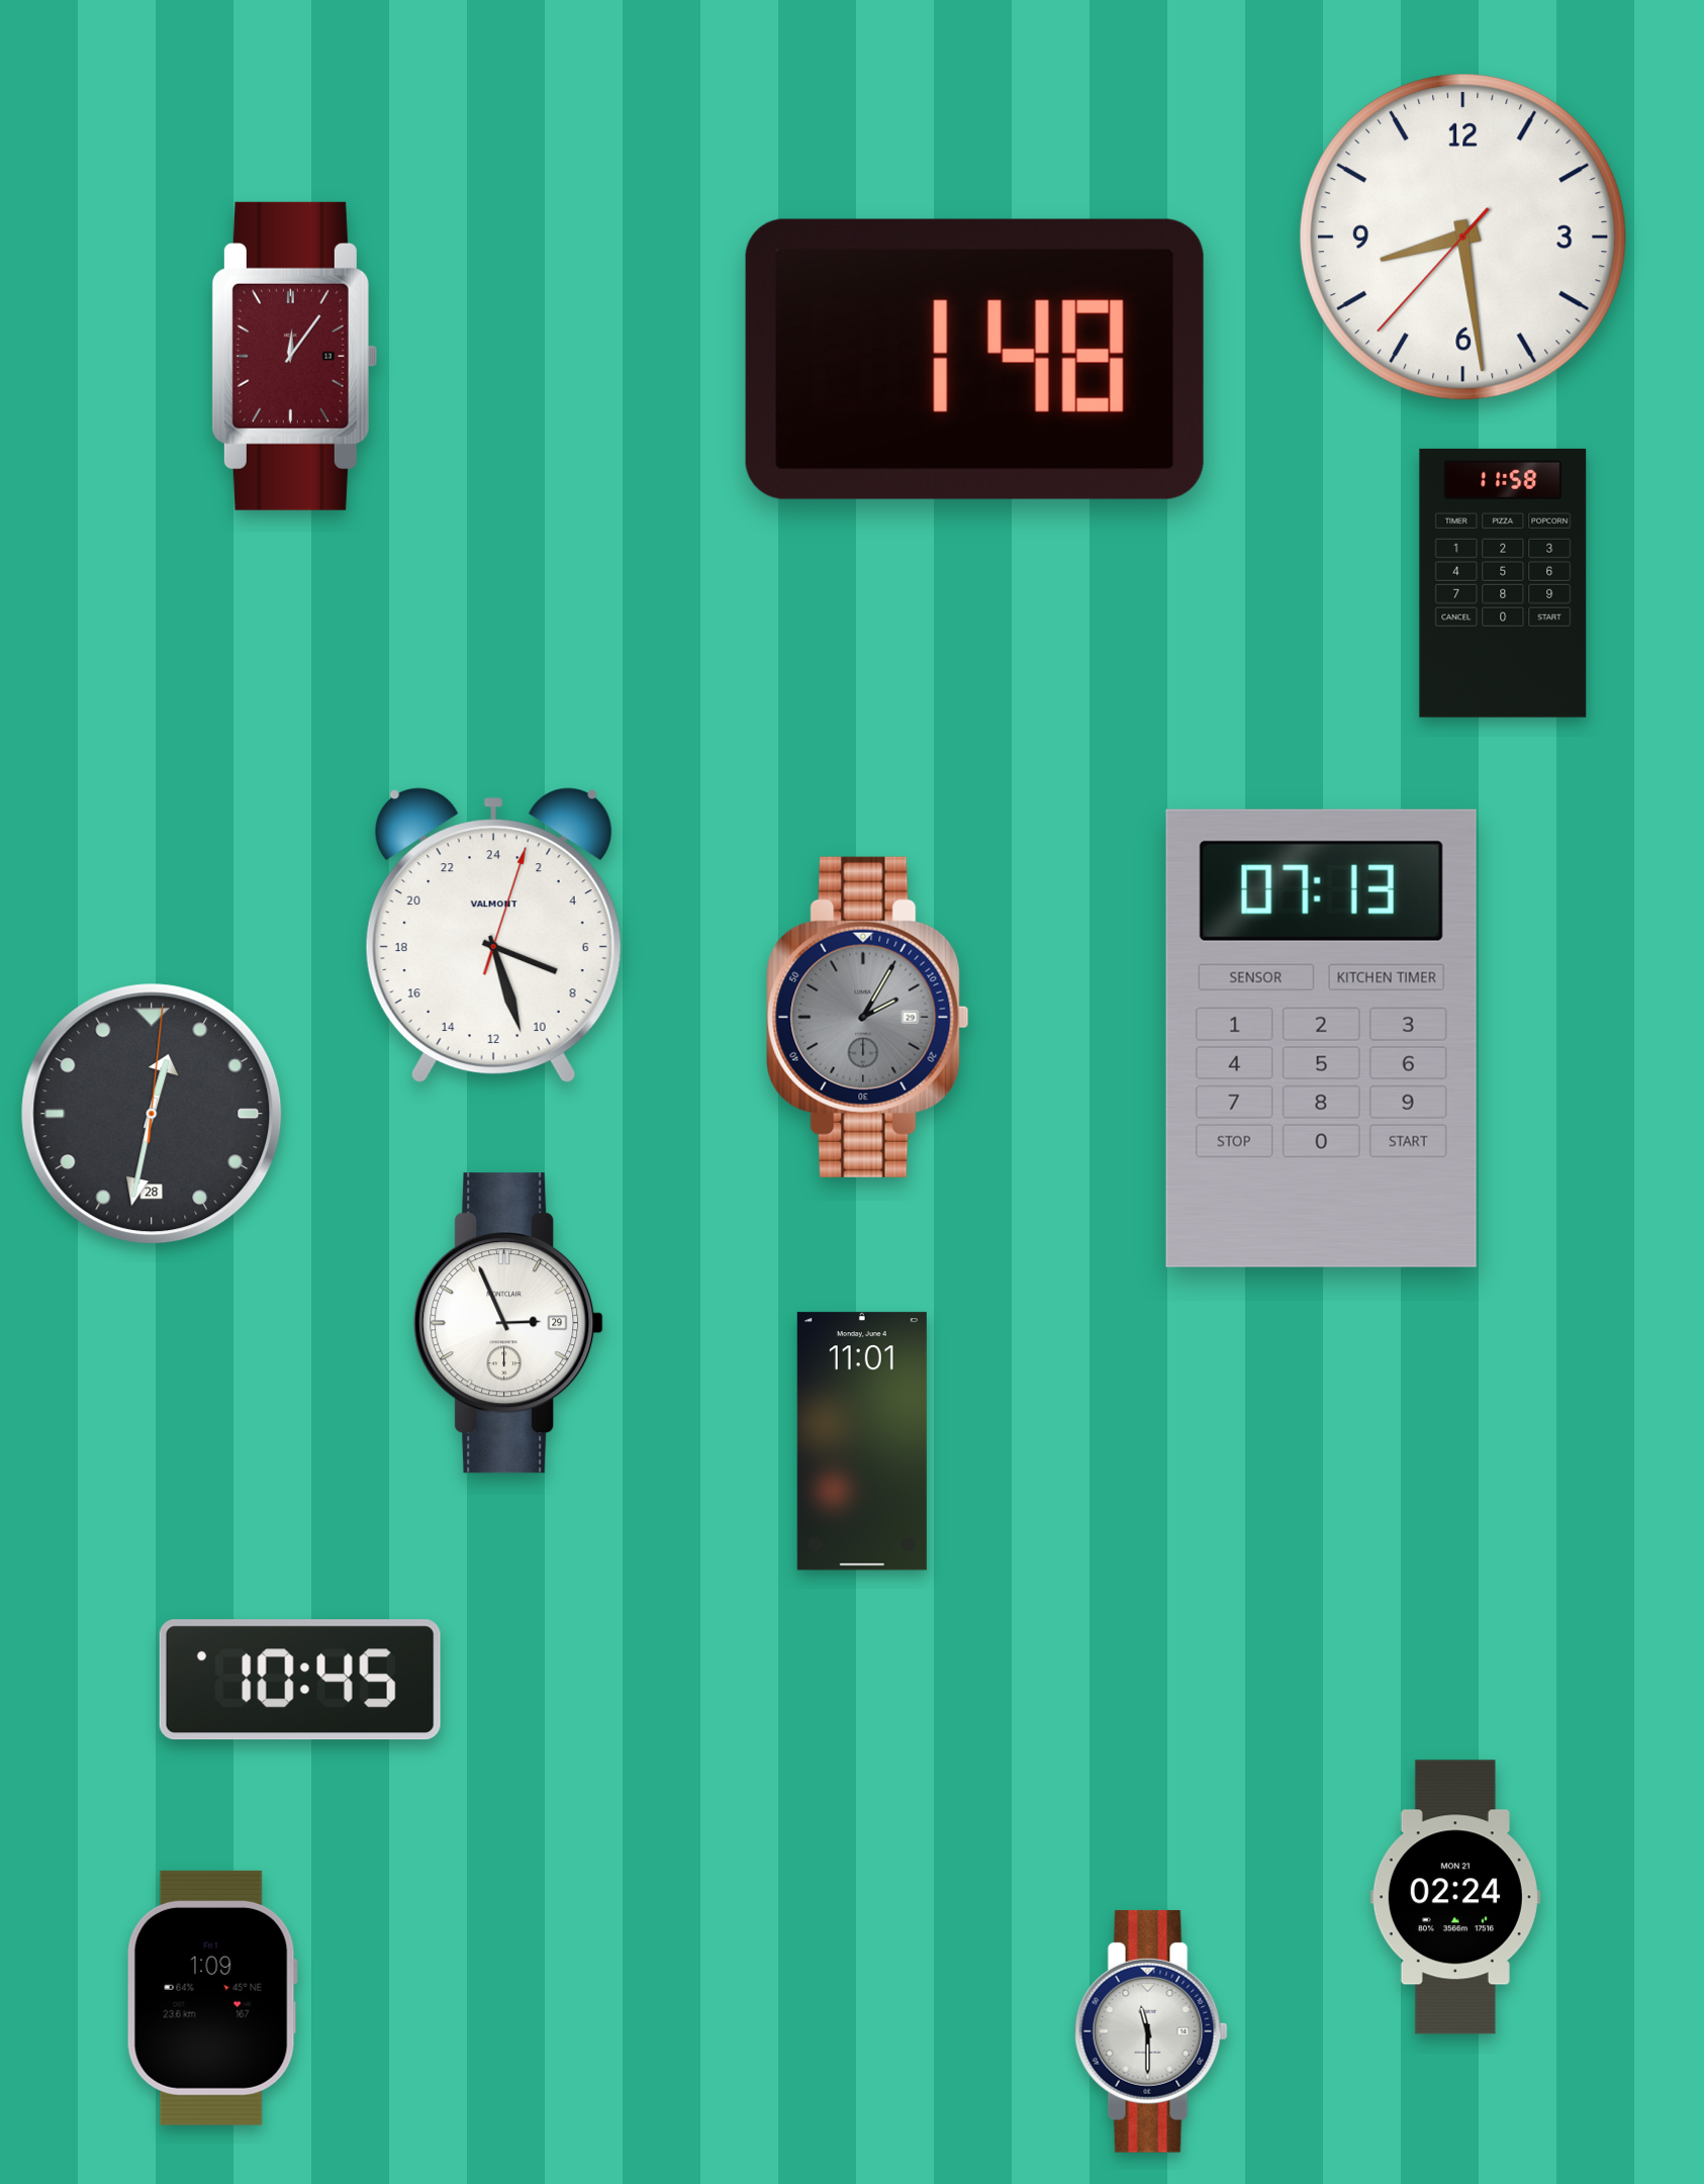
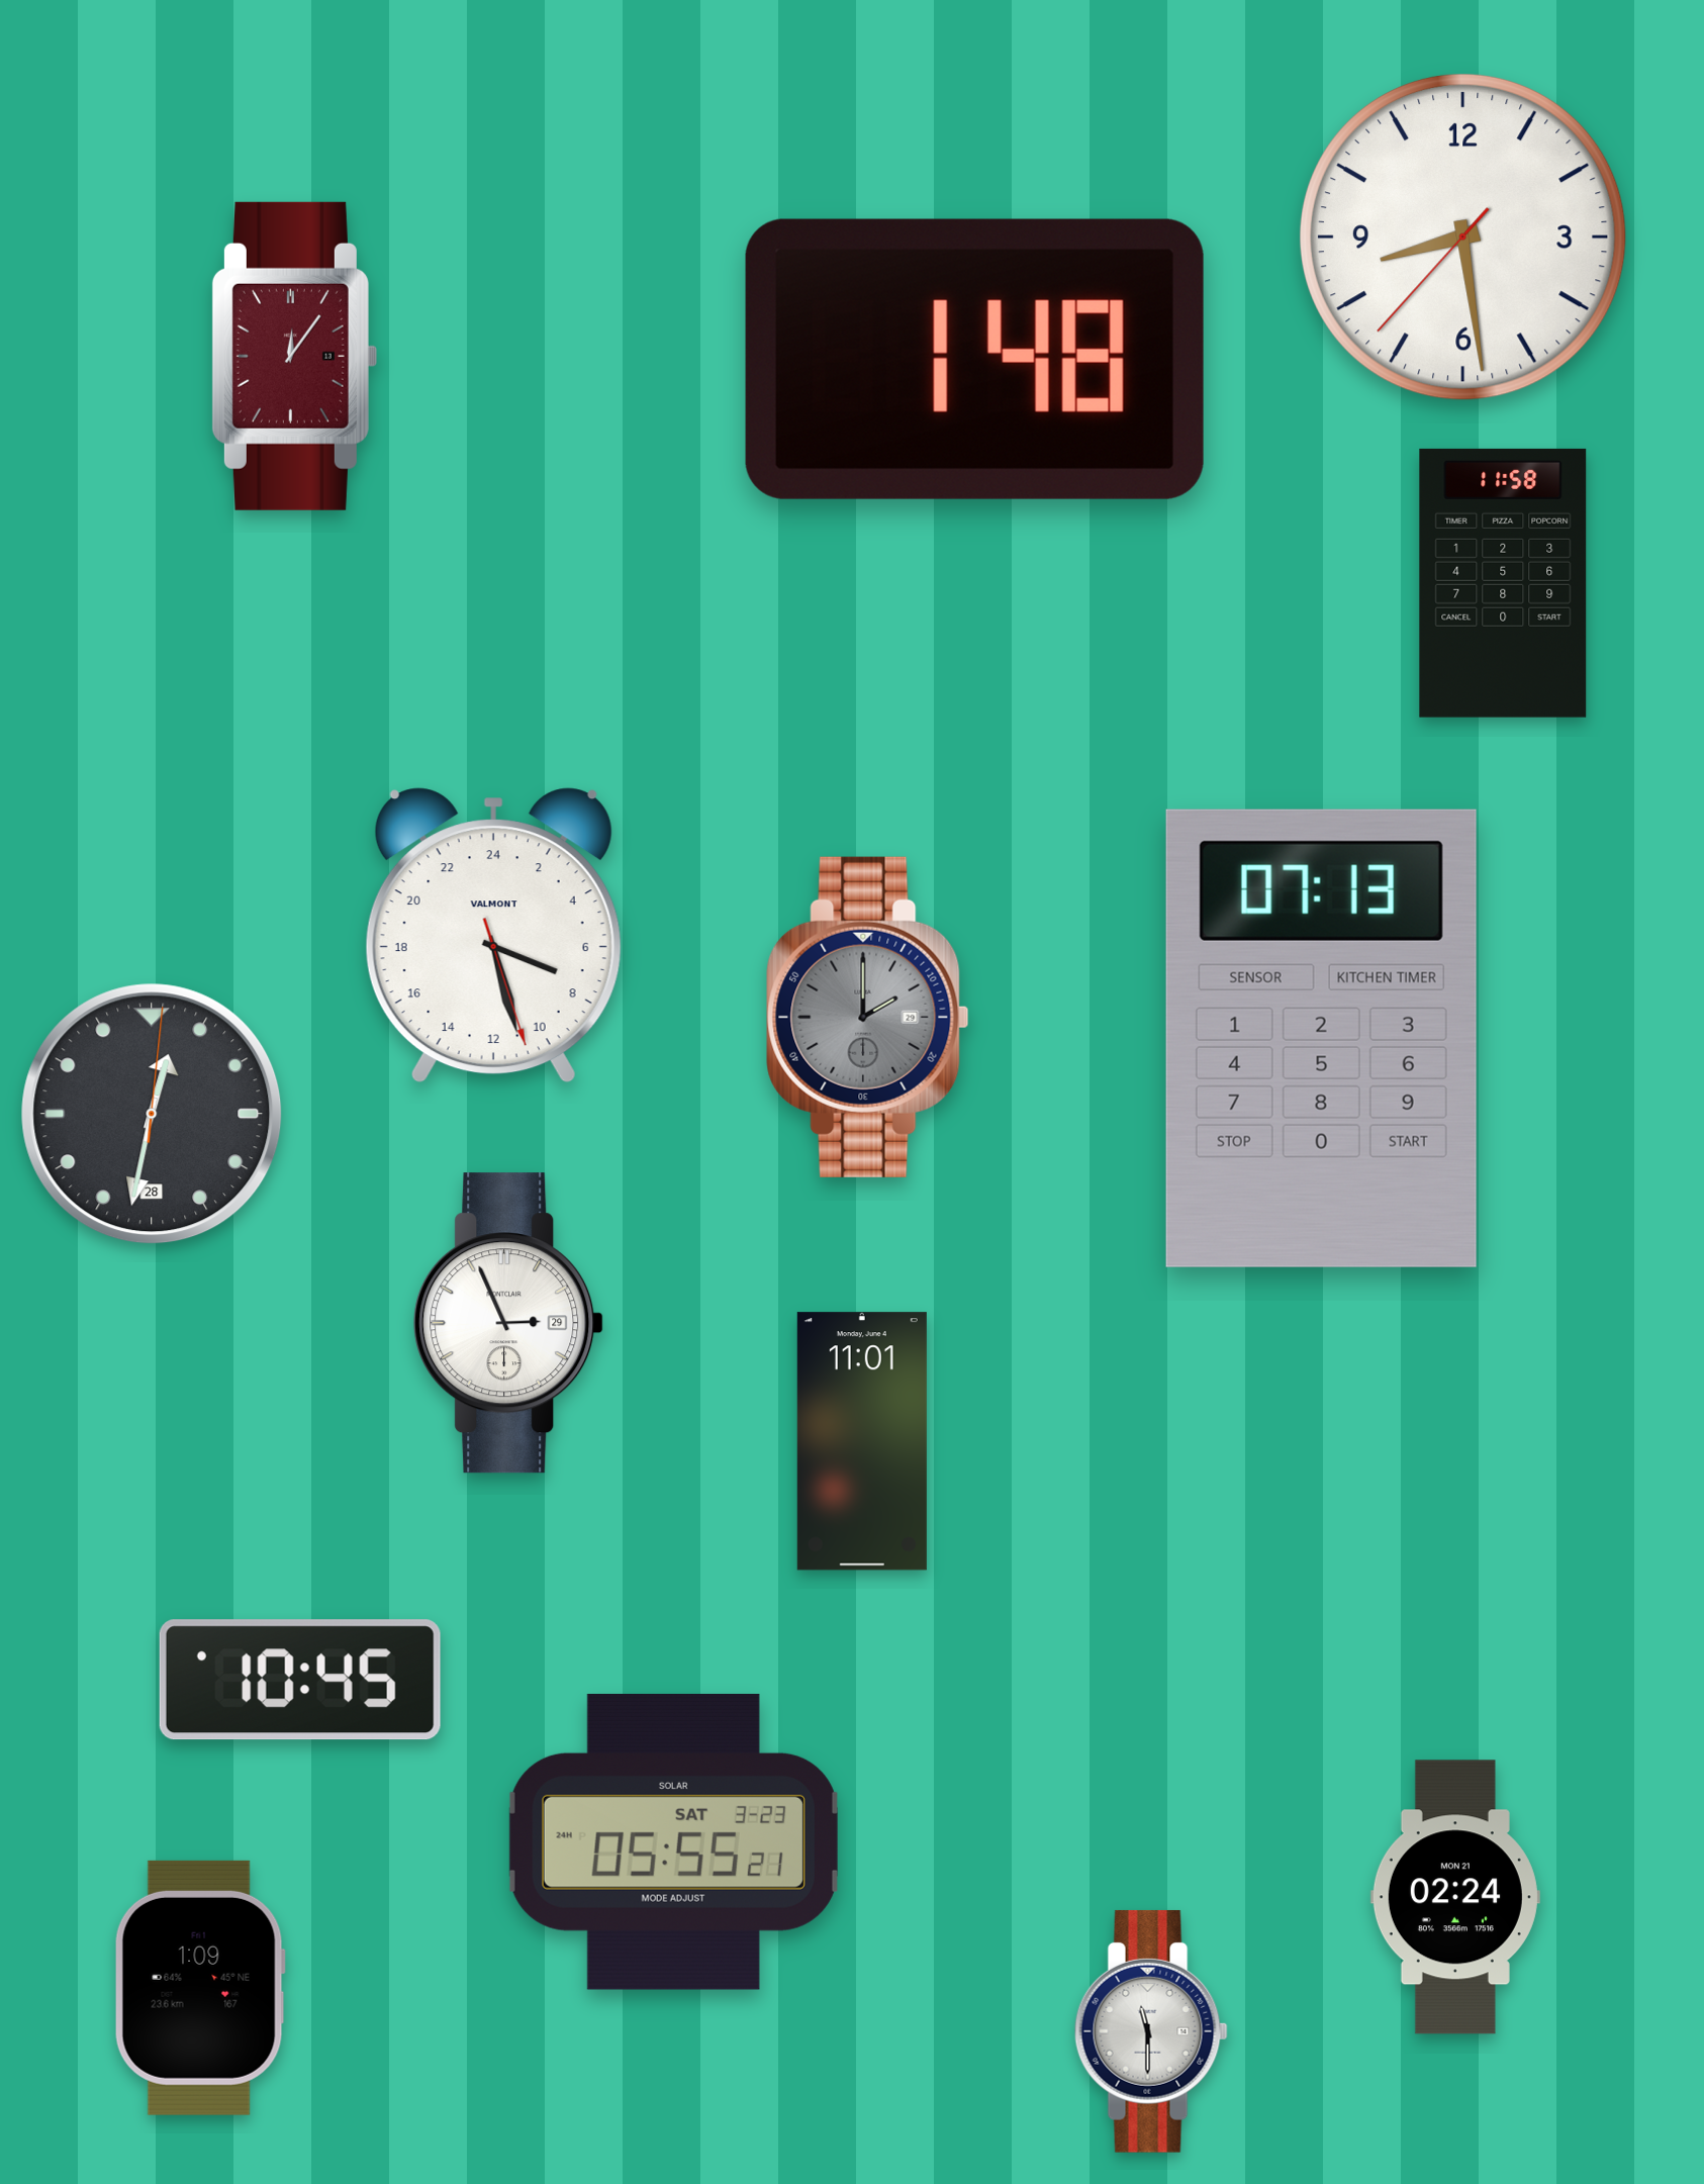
clock at (493, 936): 7:27:03 -> 7:27:27
clock at (868, 1017): 2:05 -> 2:00
clock at (673, 1841): none -> 05:55
clock at (212, 1998) position: (212, 1998) -> (200, 1988)
